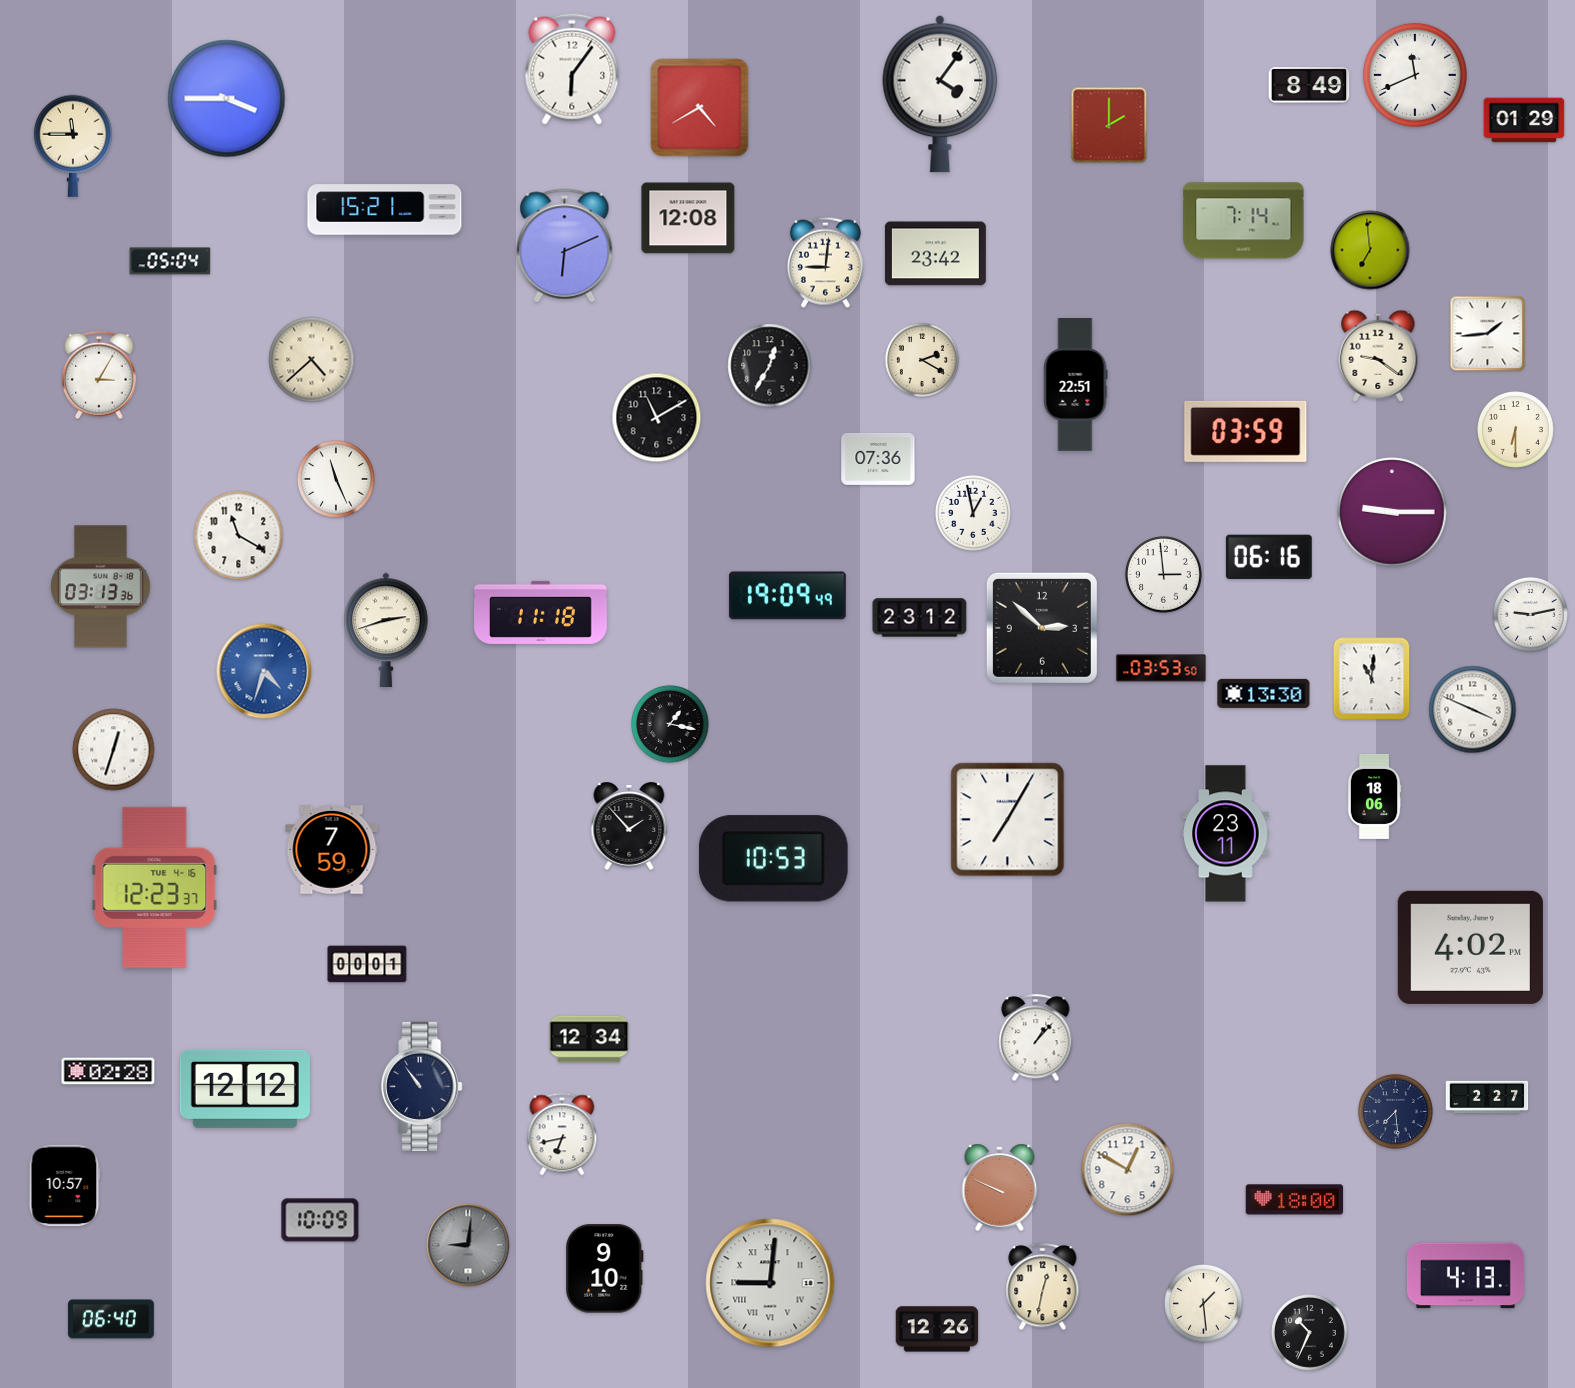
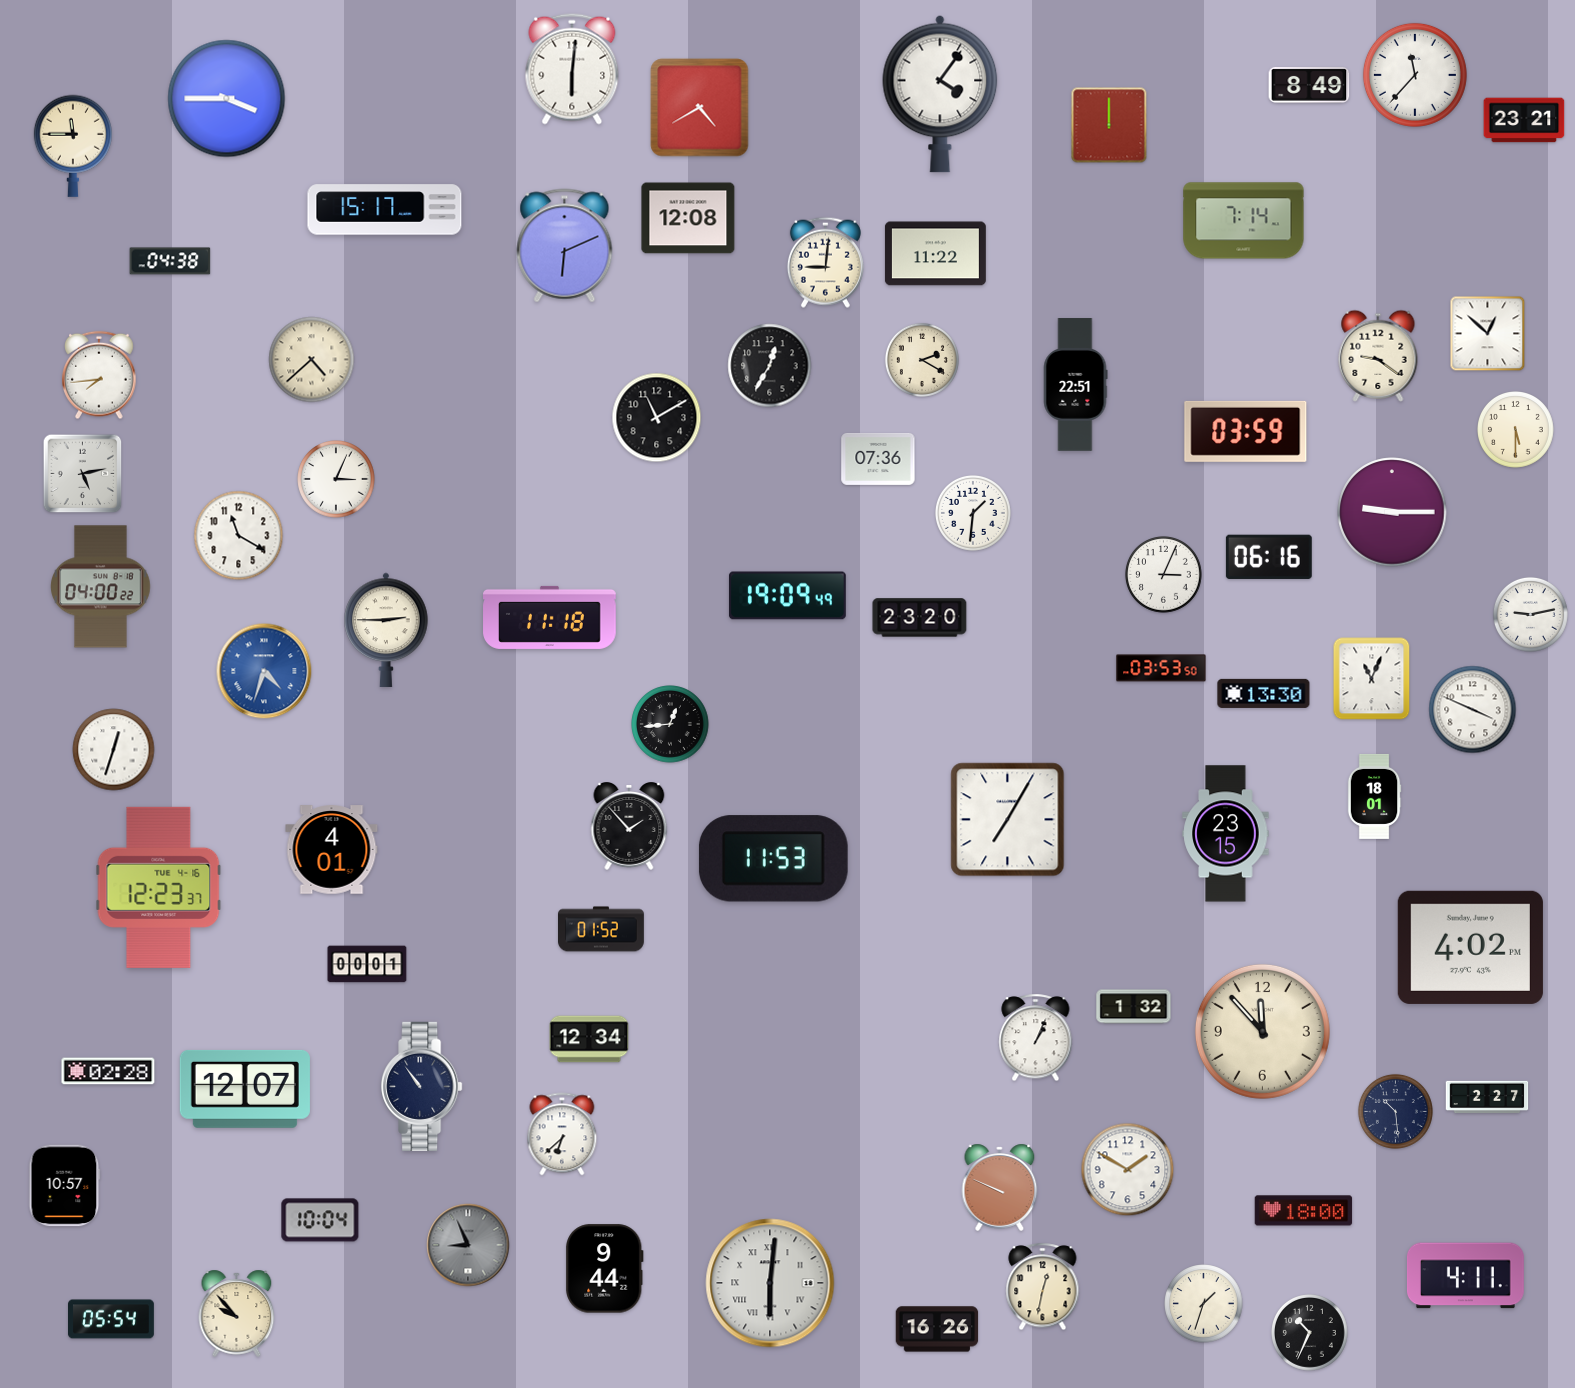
clock at (572, 69): 6:06 -> 6:01
clock at (1415, 75): 11:41 -> 11:37
clock at (1524, 120): 01:29 -> 23:21
clock at (1109, 125): 2:00 -> 12:00
clock at (385, 210): 15:21 -> 15:17
clock at (1370, 250): 6:59 -> none
clock at (935, 254): 23:42 -> 11:22
clock at (170, 261): 05:04 -> 04:38
clock at (1488, 334): 1:44 -> 12:52
clock at (99, 375): 3:05 -> 7:44
clock at (1516, 430): 6:30 -> 5:30
clock at (83, 474): none -> 5:13
clock at (336, 479): 11:26 -> 3:04
clock at (973, 513): 12:58 -> 1:31
clock at (1164, 575): 2:59 -> 3:04
clock at (101, 587): 03:13 -> 04:00
clock at (541, 612) position: (541, 612) -> (550, 617)
clock at (920, 618): 23:12 -> 23:20
clock at (1042, 628): 2:52 -> none
clock at (386, 630): 2:42 -> 2:45
clock at (1372, 679): 11:01 -> 11:04
clock at (670, 724): 1:17 -> 12:44
clock at (1374, 796): 18:06 -> 18:01
clock at (1226, 834): 23:11 -> 23:15
clock at (332, 850): 7:59 -> 4:01
clock at (773, 859): 10:53 -> 11:53
clock at (155, 887) position: (155, 887) -> (159, 887)
clock at (602, 929): none -> 01:52
clock at (1134, 1007): none -> 1:32
clock at (1262, 1031): none -> 11:53
clock at (1036, 1038): 1:07 -> 1:04
clock at (245, 1089): 12:12 -> 12:07
clock at (1395, 1111): 7:29 -> 10:29
clock at (562, 1134): 6:43 -> 6:38
clock at (1128, 1170): 12:50 -> 1:50
clock at (1295, 1200) position: (1295, 1200) -> (1304, 1211)
clock at (320, 1220): 10:09 -> 10:04
clock at (468, 1245): 9:01 -> 8:56
clock at (605, 1269): 9:10 -> 9:44
clock at (1465, 1276): 4:13 -> 4:11
clock at (770, 1283): 9:01 -> 6:01
clock at (1204, 1304): 1:29 -> 1:33
clock at (237, 1313): none -> 9:53
clock at (112, 1319): 06:40 -> 05:54
clock at (937, 1329): 12:26 -> 16:26
